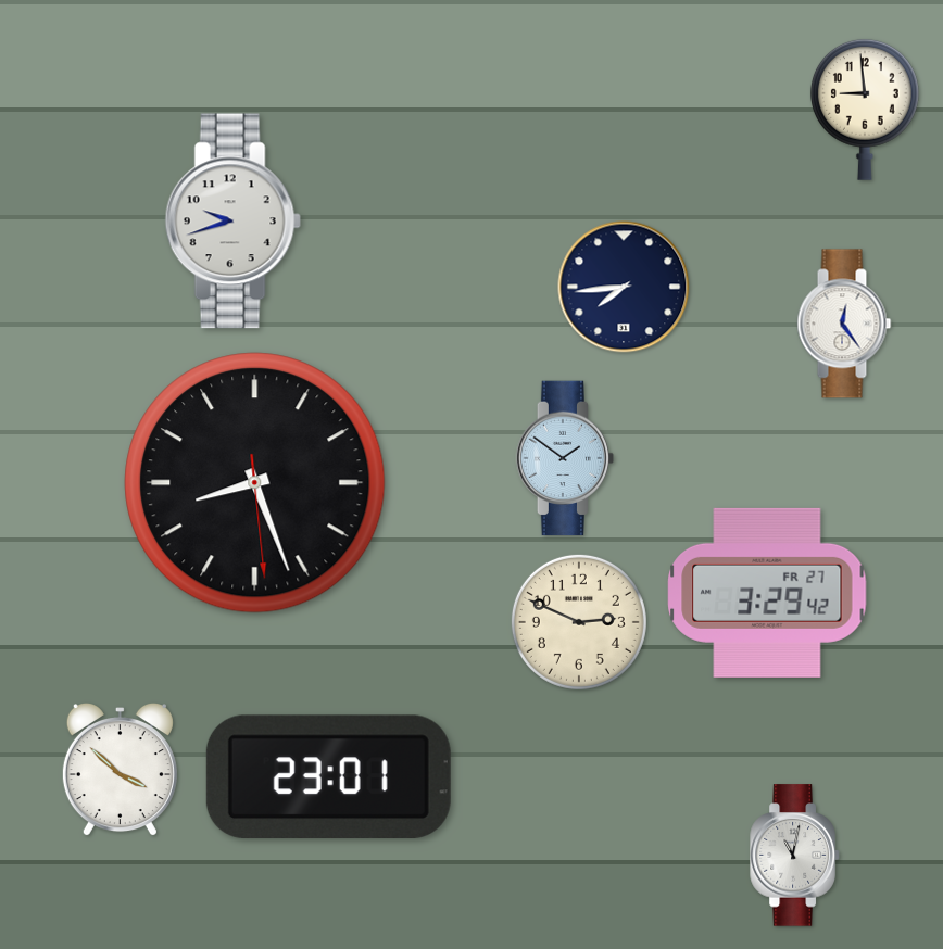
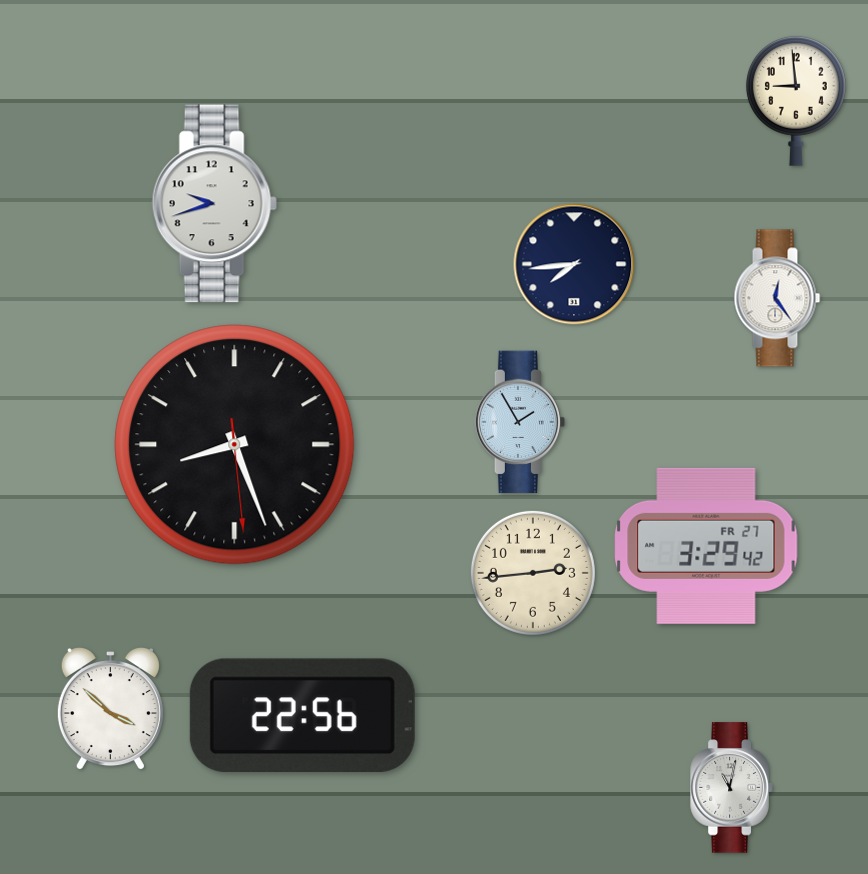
clock at (565, 458): 1:51 -> 1:55
clock at (579, 622): 2:49 -> 2:44
clock at (328, 776): 23:01 -> 22:56
